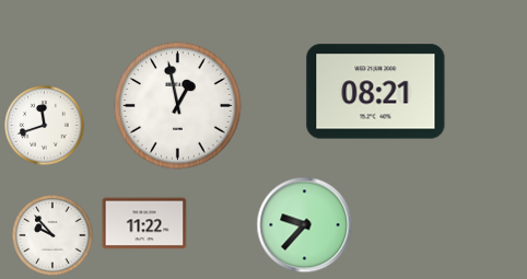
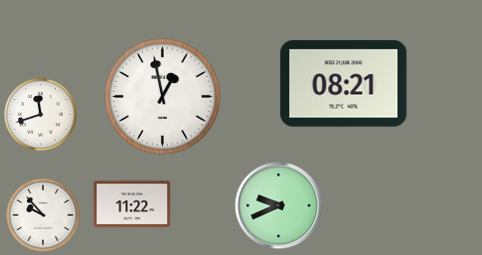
clock at (305, 225): 9:37 -> 9:41
clock at (52, 235) position: (52, 235) -> (43, 215)
